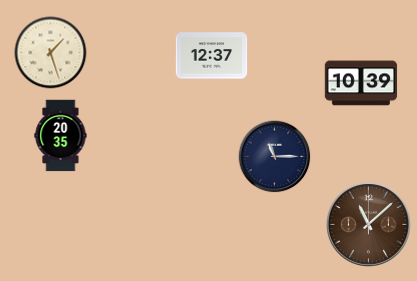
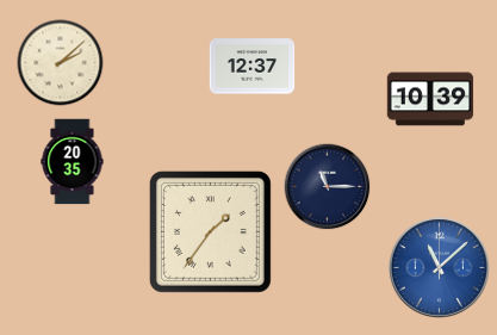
clock at (51, 53): 1:27 -> 2:08
clock at (210, 231): none -> 1:36
clock at (368, 224) dial: brown -> blue
